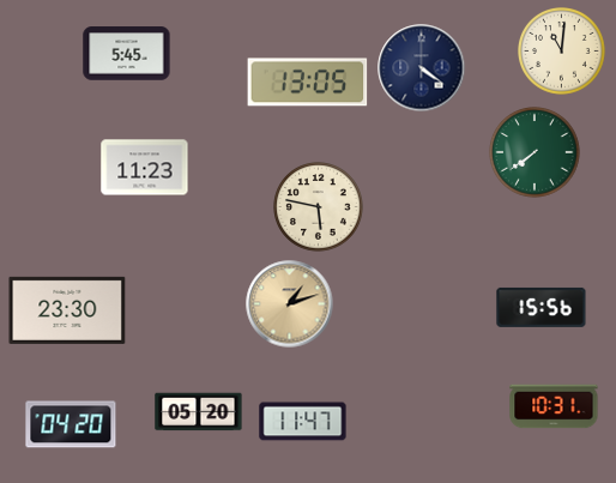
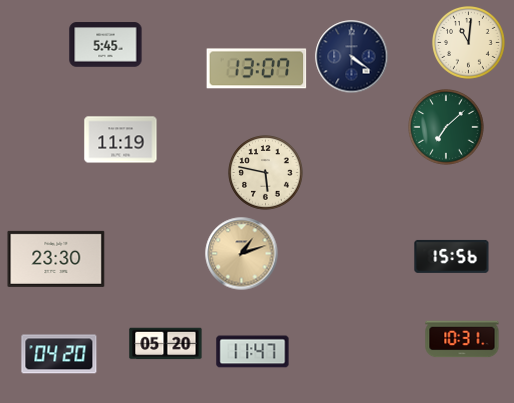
clock at (308, 83): 13:05 -> 13:07
clock at (535, 152): 7:39 -> 7:08
clock at (145, 168): 11:23 -> 11:19
